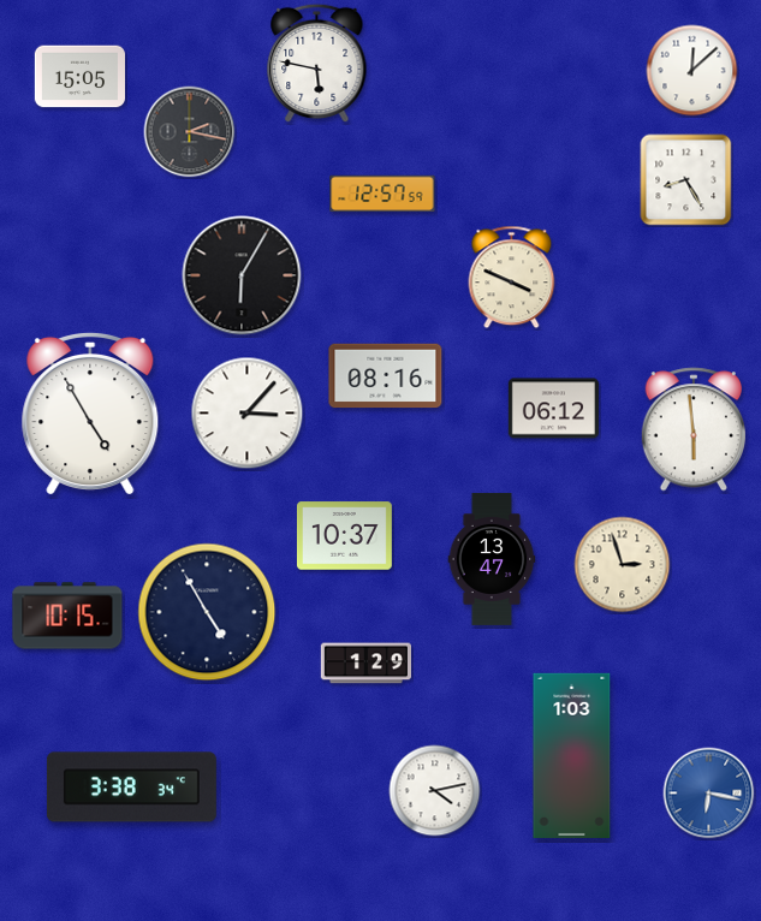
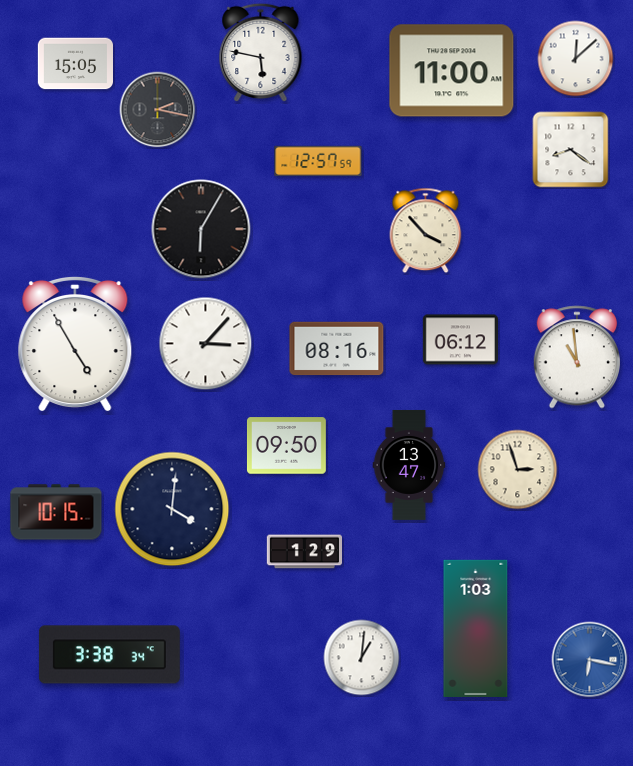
clock at (317, 64) position: (317, 64) -> (261, 53)
clock at (79, 77) position: (79, 77) -> (75, 64)
clock at (452, 71): none -> 11:00
clock at (686, 180): 8:25 -> 8:21
clock at (512, 278): 3:49 -> 3:53
clock at (386, 376) position: (386, 376) -> (337, 349)
clock at (692, 429): 5:59 -> 10:59
clock at (344, 536): 10:37 -> 09:50
clock at (207, 612): 4:55 -> 4:01
clock at (435, 791): 4:13 -> 1:01
